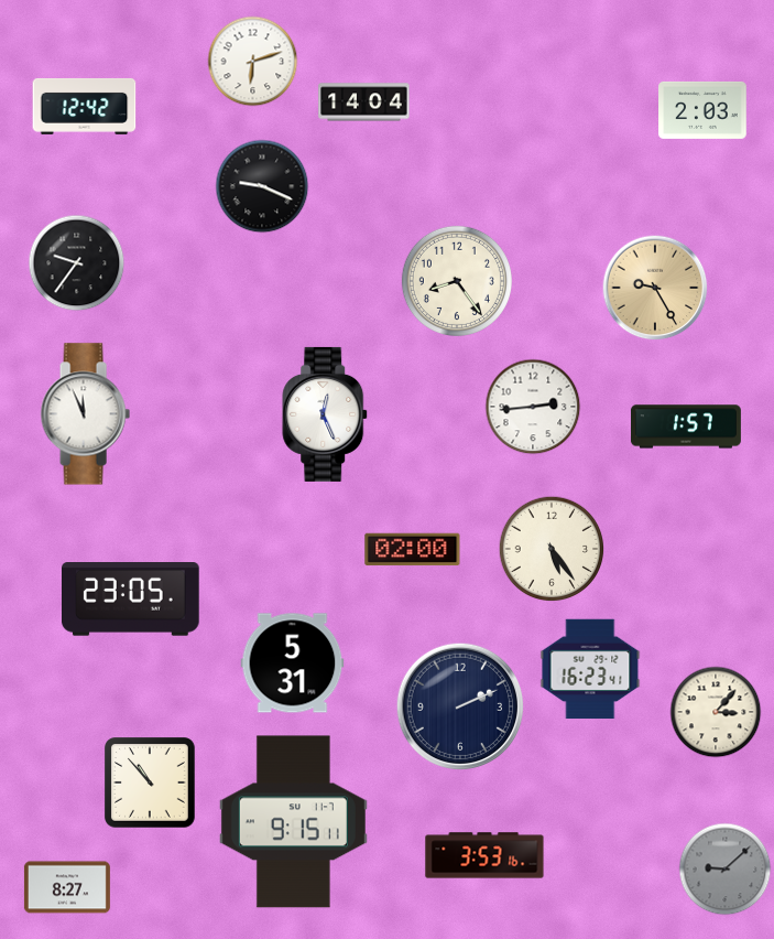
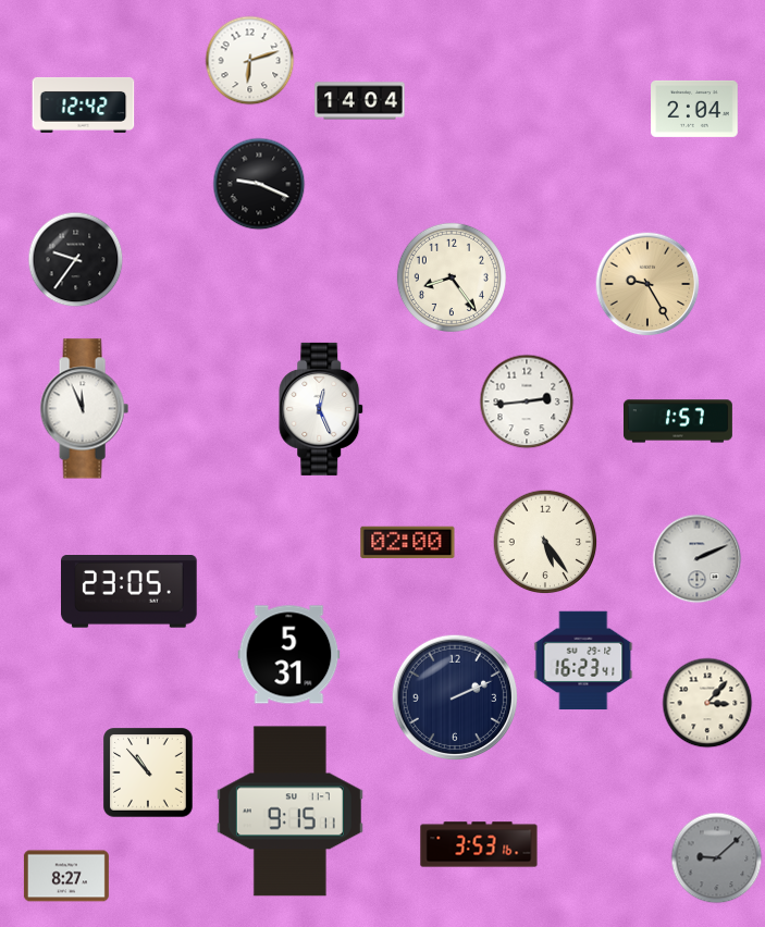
clock at (702, 110): 2:03 -> 2:04
clock at (698, 559): none -> 2:11
